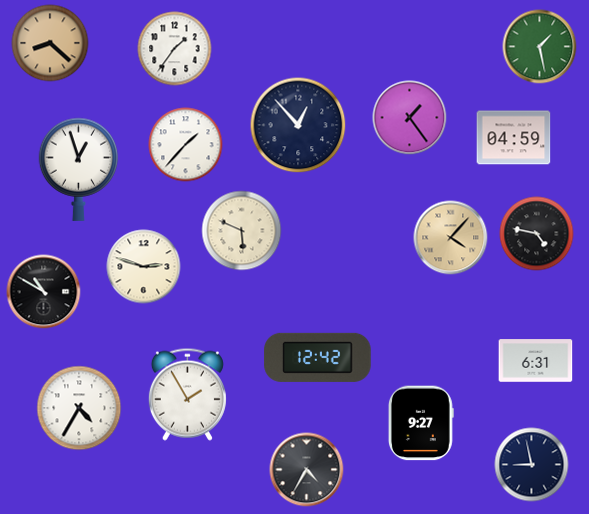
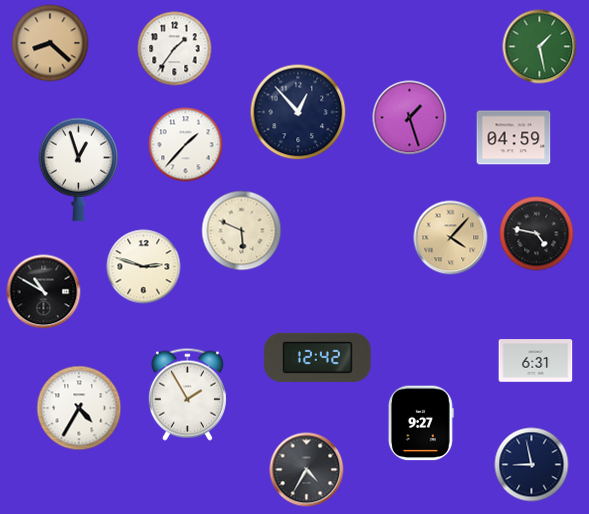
clock at (410, 118): 1:24 -> 1:27
clock at (298, 125) position: (298, 125) -> (298, 112)
